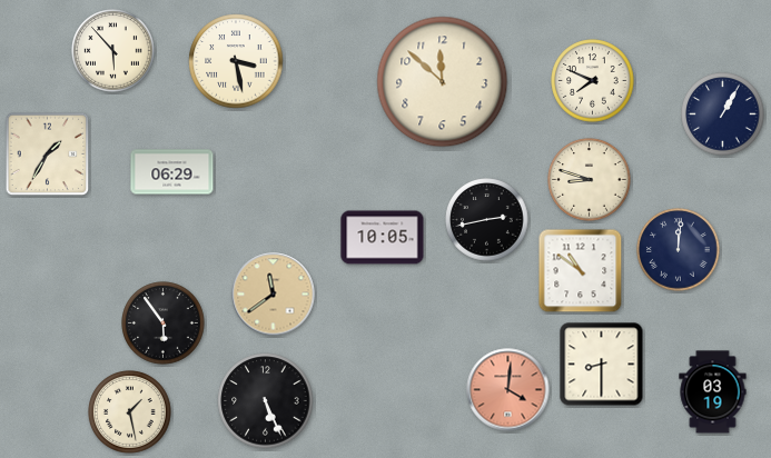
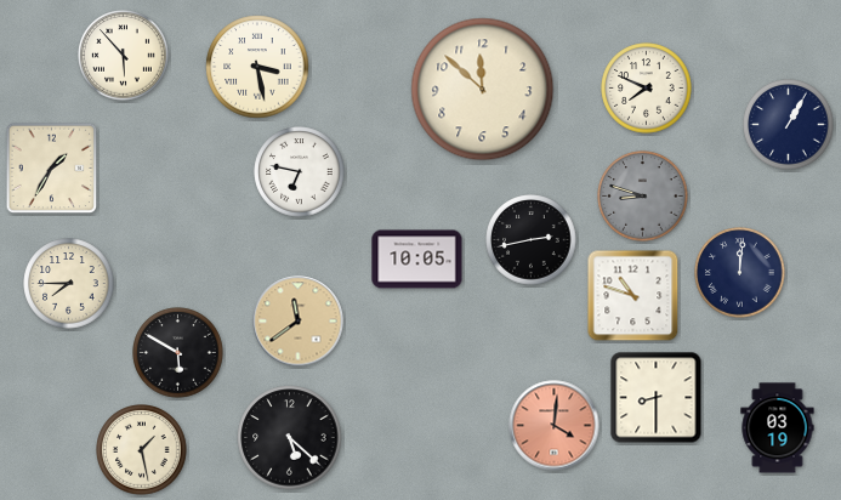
clock at (300, 172): none -> 6:47
clock at (172, 172): 06:29 -> none
clock at (590, 180) dial: cream -> grey
clock at (69, 284): none -> 7:45
clock at (581, 271): 10:51 -> 10:48
clock at (164, 323): 5:54 -> 5:50
clock at (266, 401): 5:26 -> 5:22
